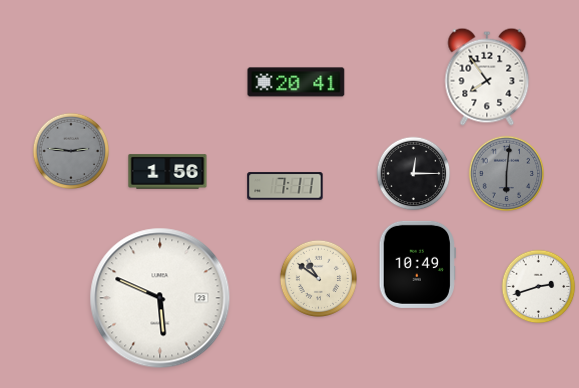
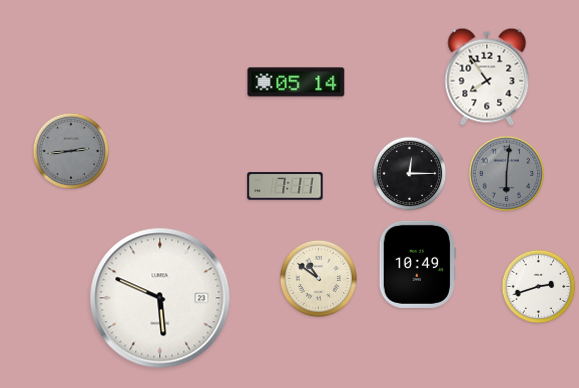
clock at (296, 82): 20:41 -> 05:14
clock at (70, 150): 2:46 -> 2:44
clock at (168, 172): 1:56 -> none
clock at (414, 174) position: (414, 174) -> (410, 174)
